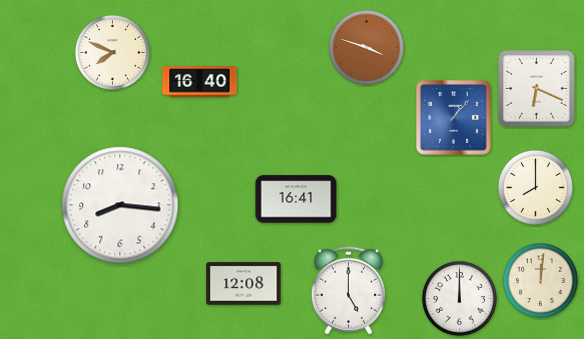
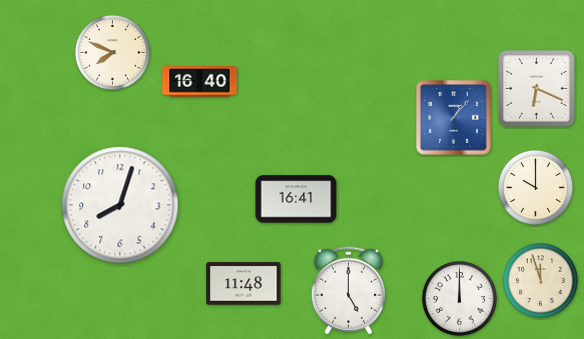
clock at (366, 47): 3:48 -> none
clock at (535, 187): 8:00 -> 10:00
clock at (120, 205): 8:16 -> 8:03
clock at (540, 280): 12:01 -> 11:57
clock at (244, 284): 12:08 -> 11:48
